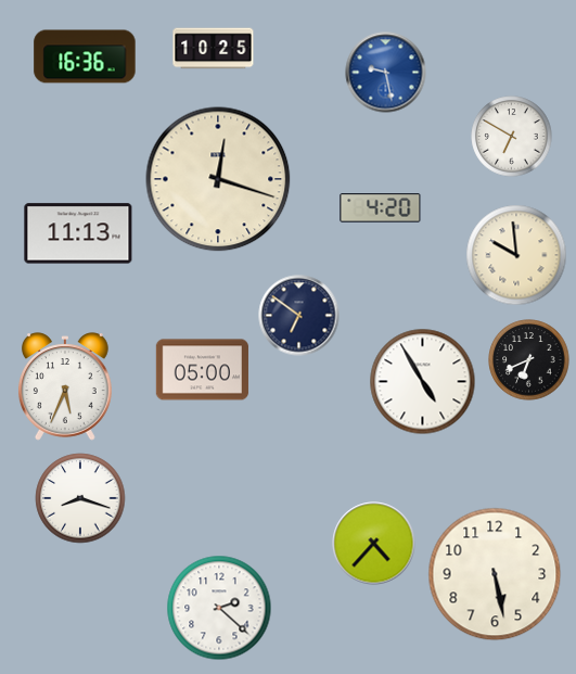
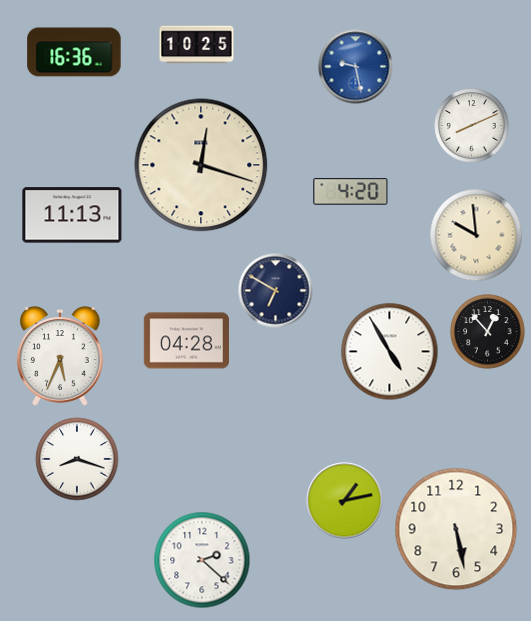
clock at (85, 56) position: (85, 56) -> (74, 52)
clock at (512, 137): 6:50 -> 8:11
clock at (299, 316): 6:51 -> 6:50
clock at (529, 360): 6:41 -> 12:53
clock at (202, 370): 05:00 -> 04:28
clock at (80, 498) position: (80, 498) -> (77, 459)
clock at (374, 544): 4:37 -> 1:13
